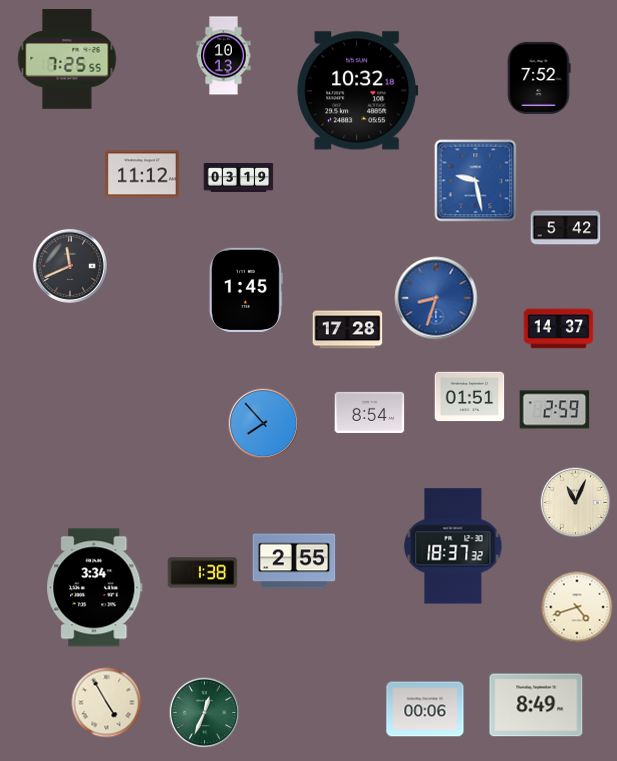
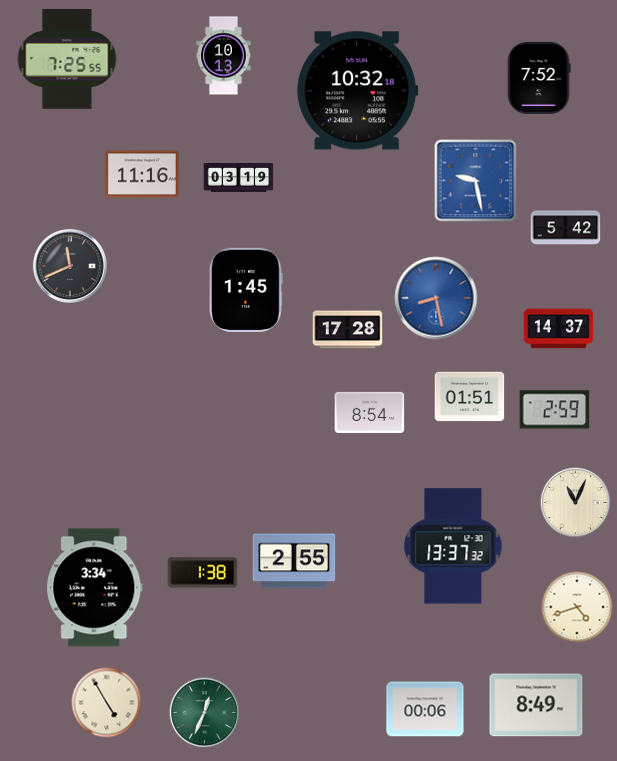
clock at (142, 174): 11:12 -> 11:16
clock at (436, 298): 8:33 -> 8:28
clock at (264, 424): 7:53 -> none
clock at (453, 546): 18:37 -> 13:37
